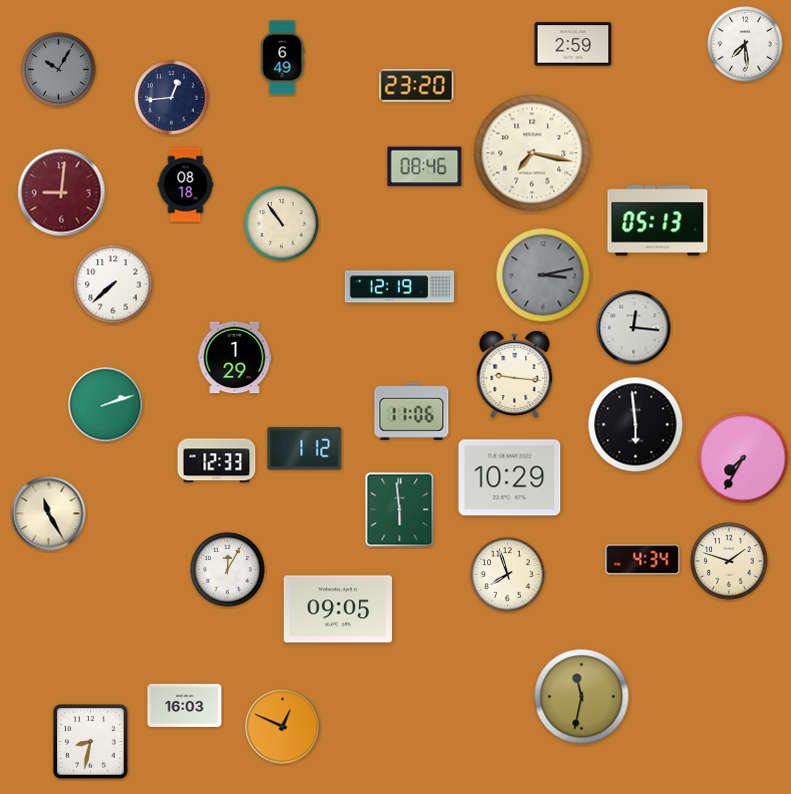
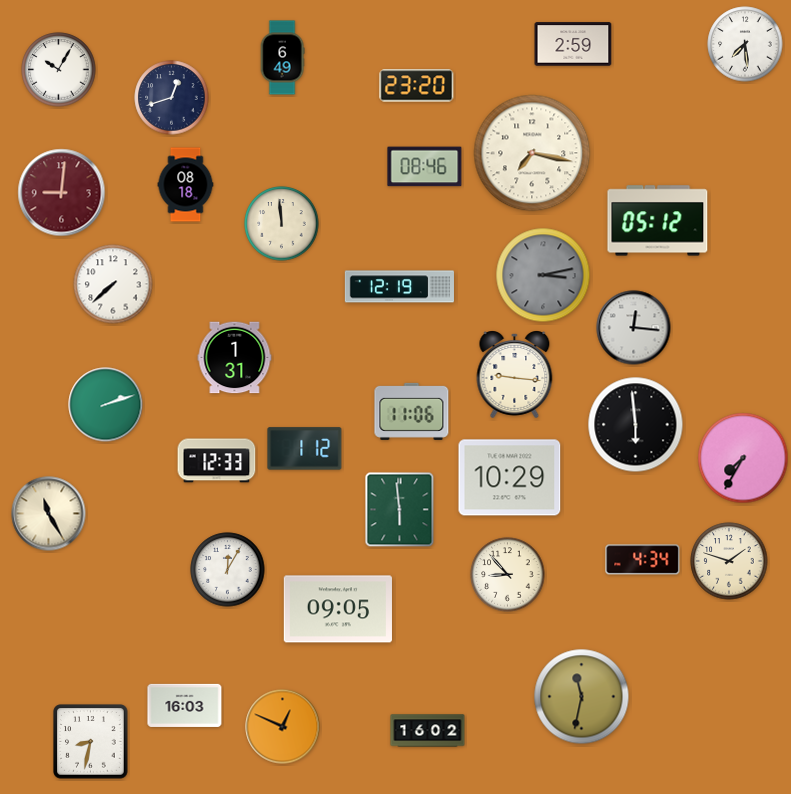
clock at (59, 70) dial: grey -> white
clock at (172, 98): 12:44 -> 12:42
clock at (658, 221): 05:13 -> 05:12
clock at (282, 224): 10:54 -> 11:59
clock at (235, 358): 1:29 -> 1:31
clock at (508, 575): 7:57 -> 8:53
clock at (428, 731): none -> 16:02
